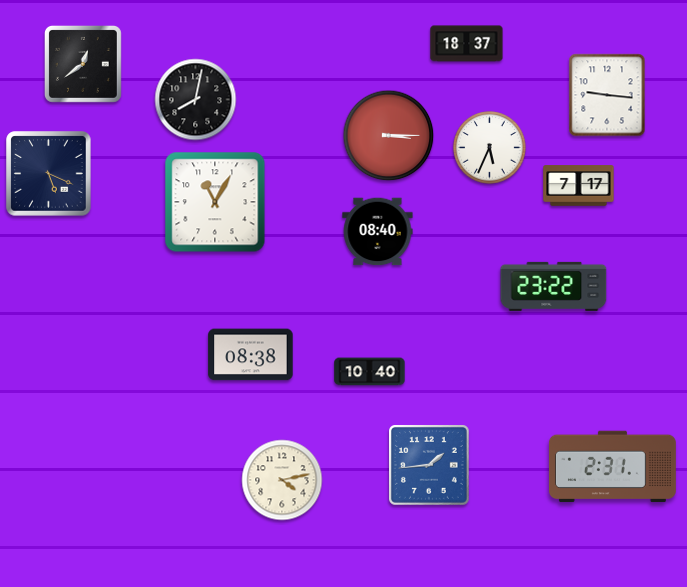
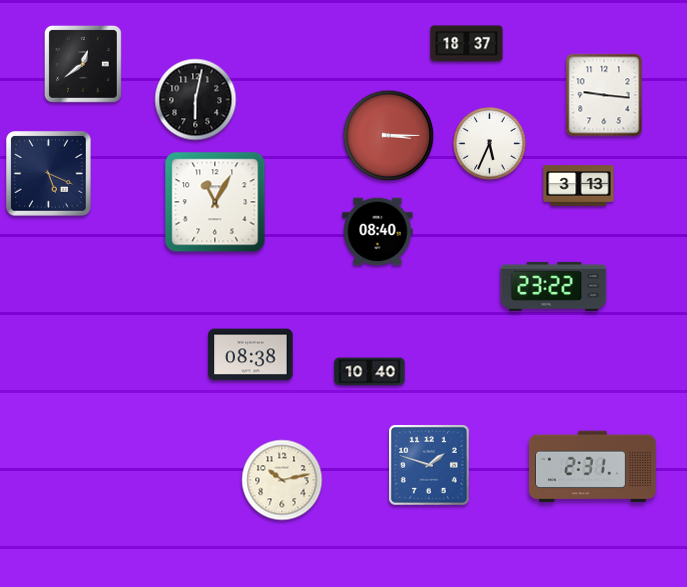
clock at (607, 95) position: (607, 95) -> (604, 95)
clock at (196, 100): 8:02 -> 6:02
clock at (490, 148) position: (490, 148) -> (490, 144)
clock at (579, 186): 7:17 -> 3:13
clock at (430, 466): 1:44 -> 1:48
clock at (612, 467) position: (612, 467) -> (592, 467)
clock at (282, 480): 4:13 -> 10:13
